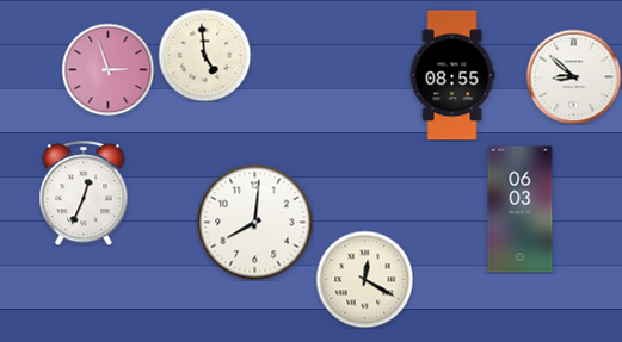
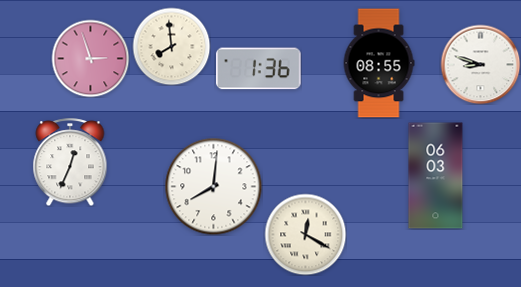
clock at (204, 55): 4:59 -> 7:59
clock at (573, 76): 8:52 -> 8:48
clock at (259, 69): none -> 1:36
